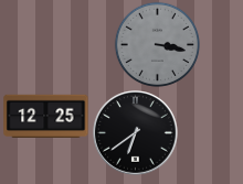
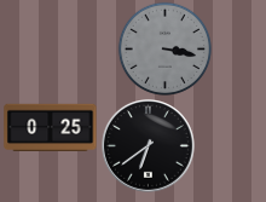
clock at (157, 44) position: (157, 44) -> (164, 48)
clock at (46, 116): 12:25 -> 0:25
